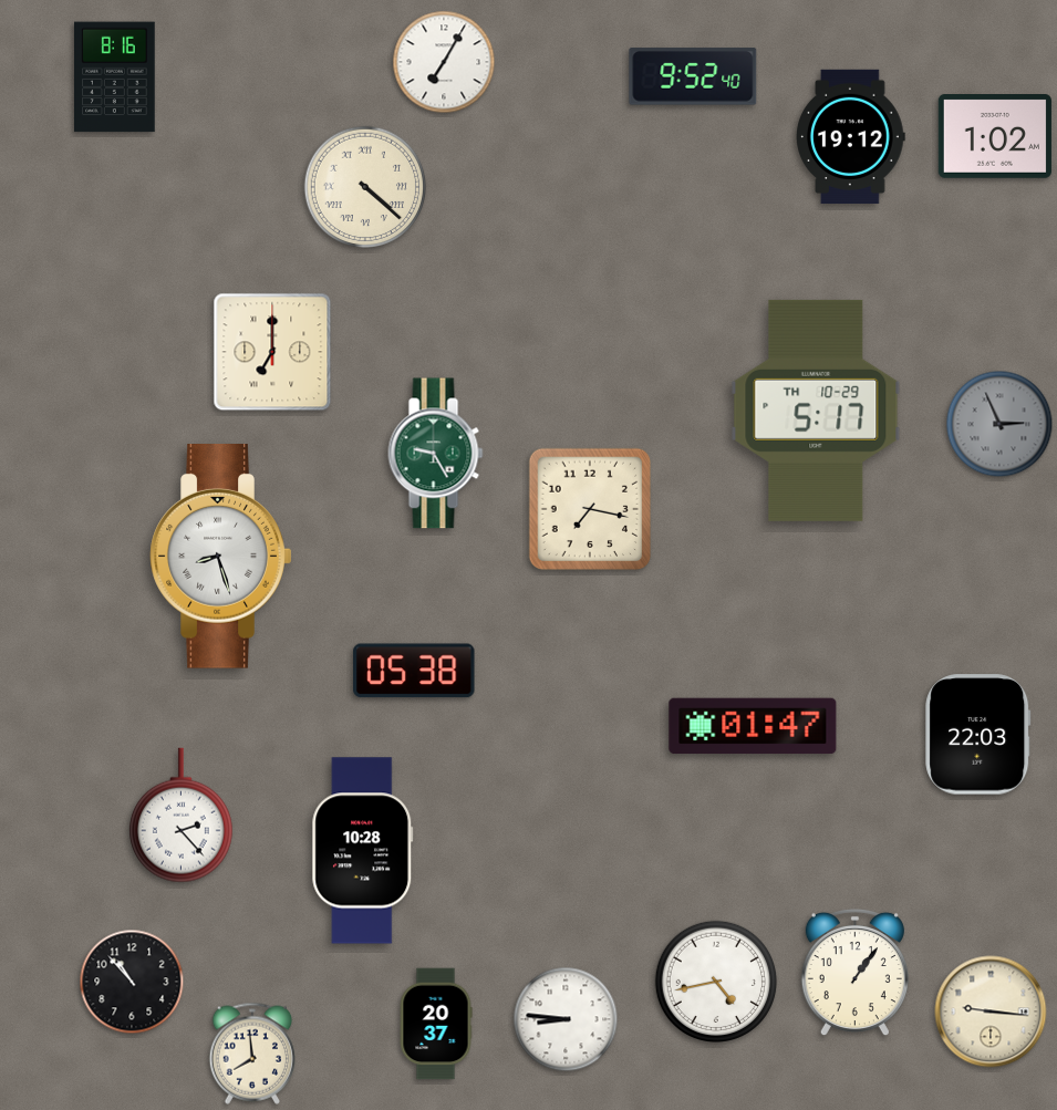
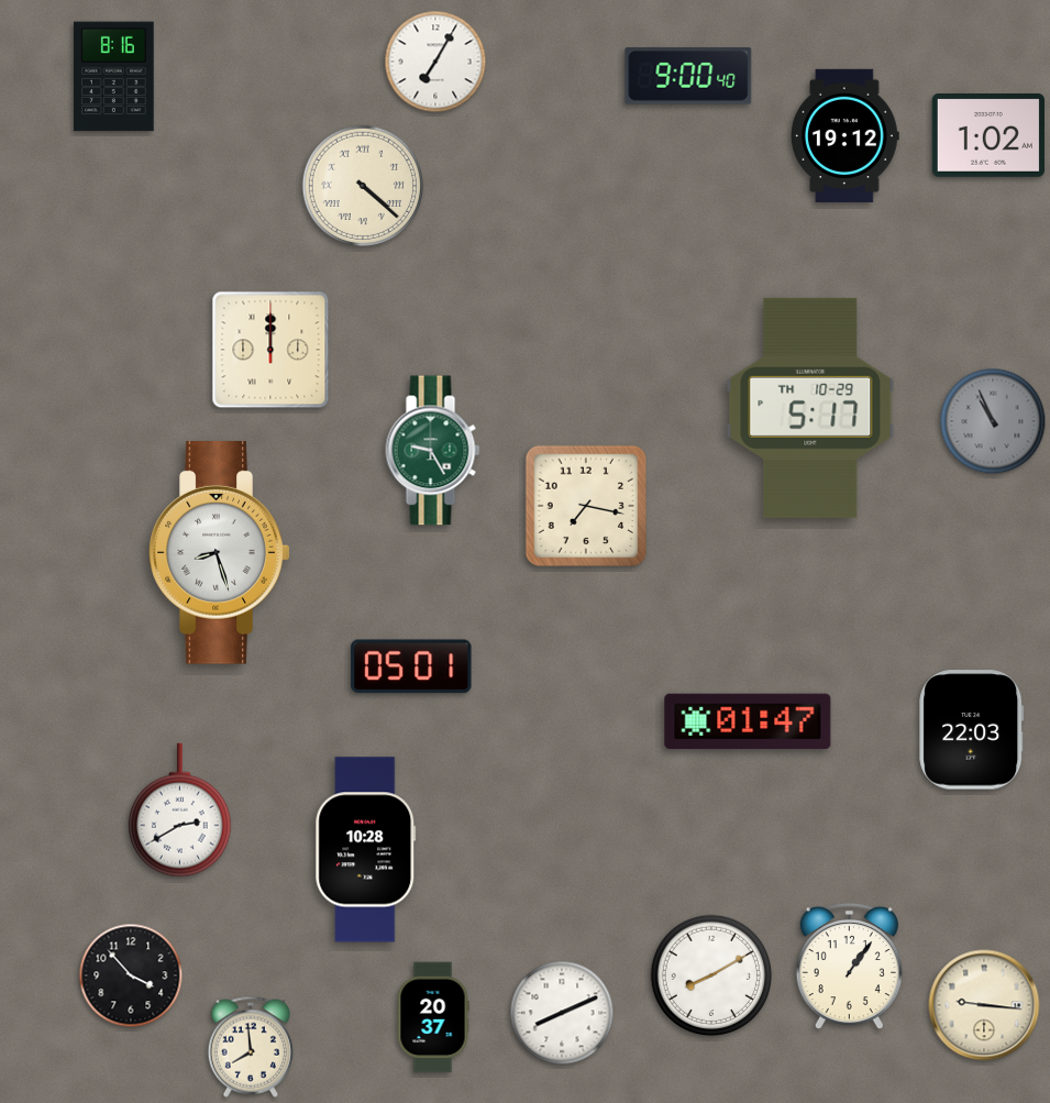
clock at (444, 62) position: (444, 62) -> (435, 62)
clock at (693, 76): 9:52 -> 9:00
clock at (272, 352): 7:00 -> 12:00
clock at (999, 424): 2:56 -> 10:56
clock at (414, 671): 05:38 -> 05:01
clock at (180, 816): 2:23 -> 2:40
clock at (363, 851) position: (363, 851) -> (366, 850)
clock at (715, 981): 4:43 -> 8:10
clock at (132, 982): 10:53 -> 3:53
clock at (566, 1019): 8:46 -> 8:11
